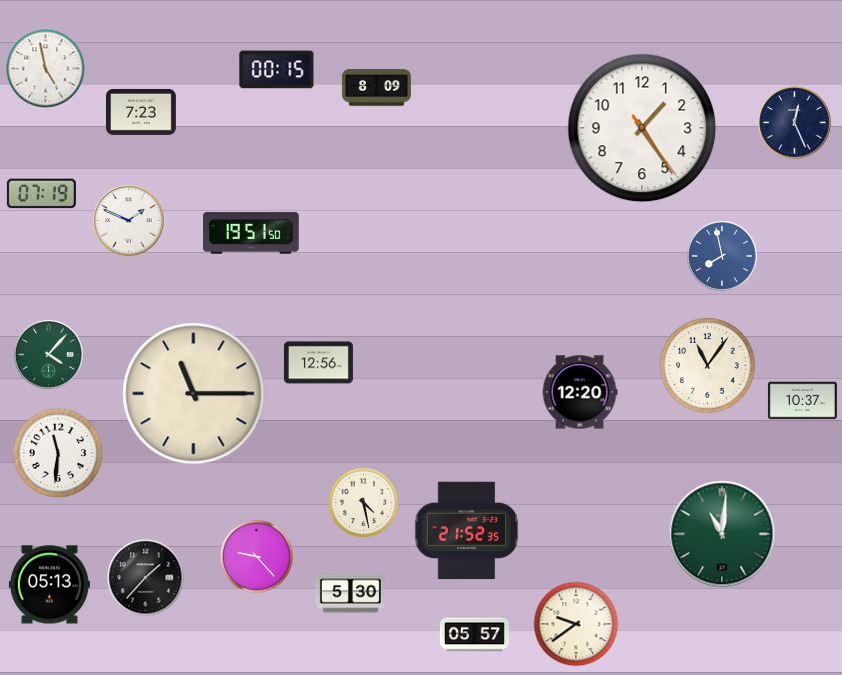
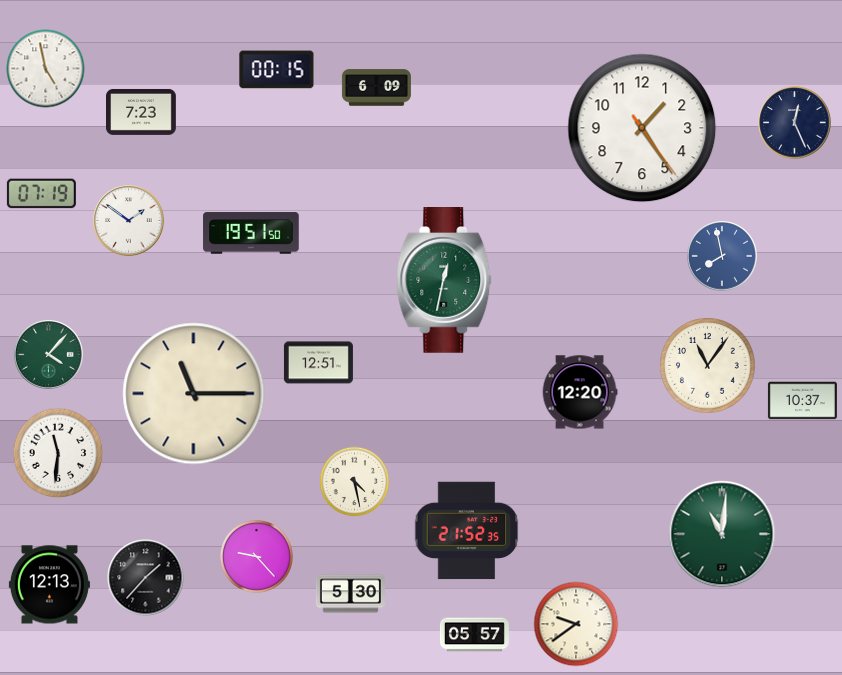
clock at (376, 88): 8:09 -> 6:09
clock at (129, 221): 1:49 -> 1:51
clock at (444, 281): none -> 12:32
clock at (318, 363): 12:56 -> 12:51
clock at (364, 503) position: (364, 503) -> (355, 482)
clock at (49, 585): 05:13 -> 12:13
